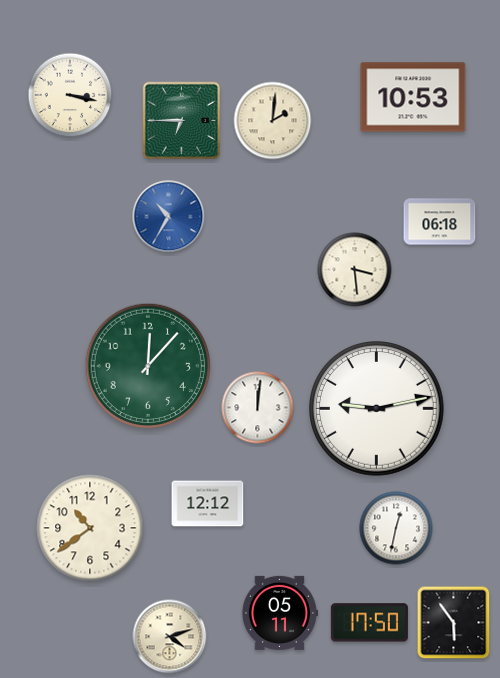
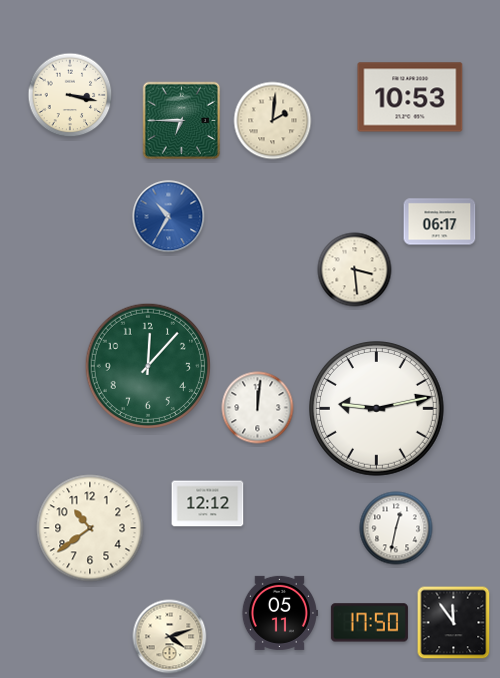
clock at (413, 97) position: (413, 97) -> (410, 97)
clock at (440, 222): 06:18 -> 06:17
clock at (454, 623): 5:54 -> 11:54
